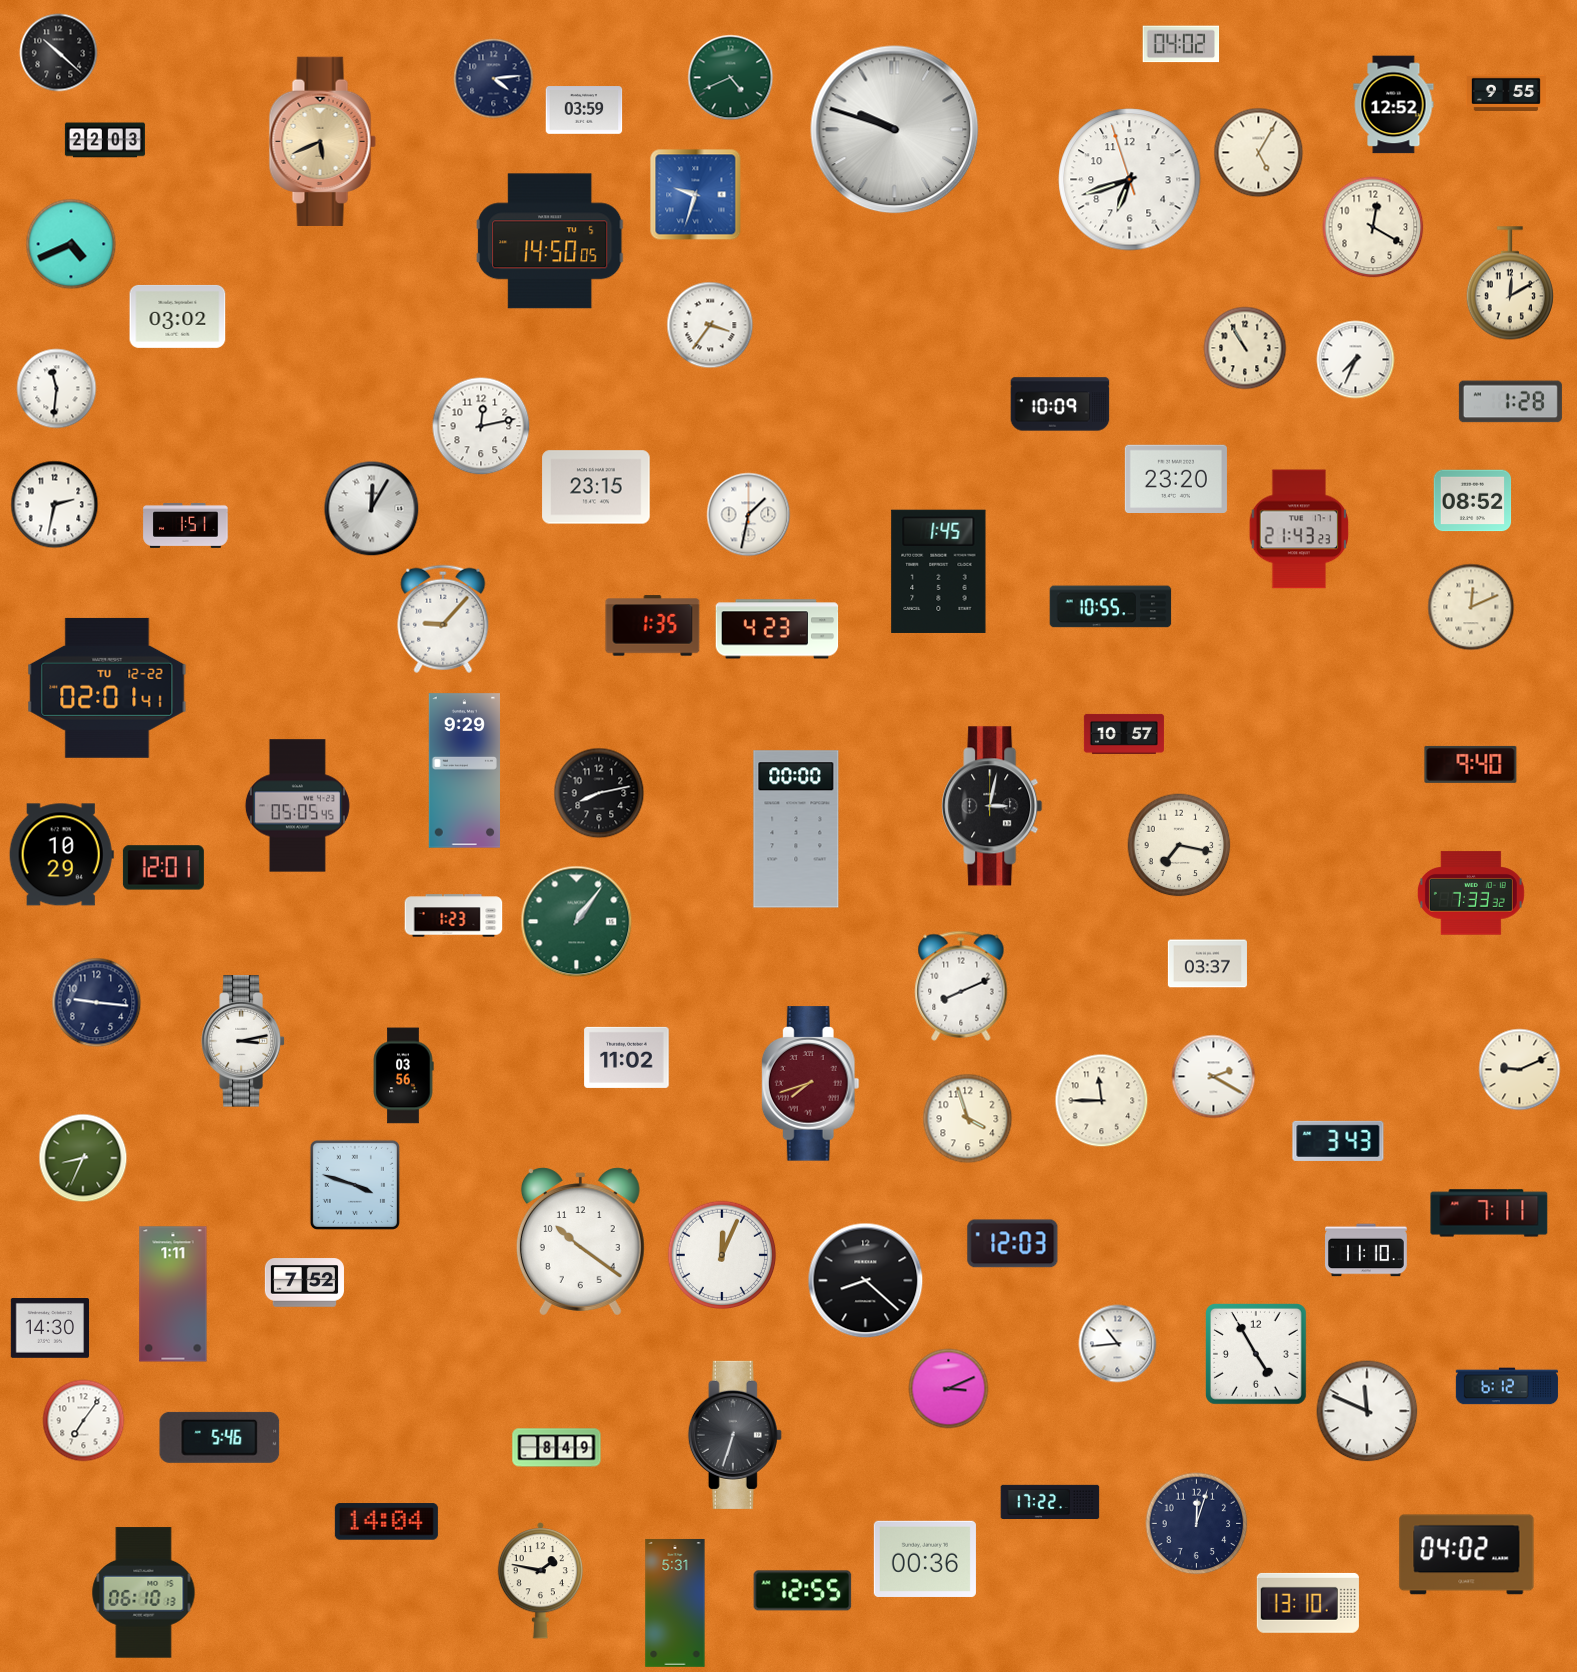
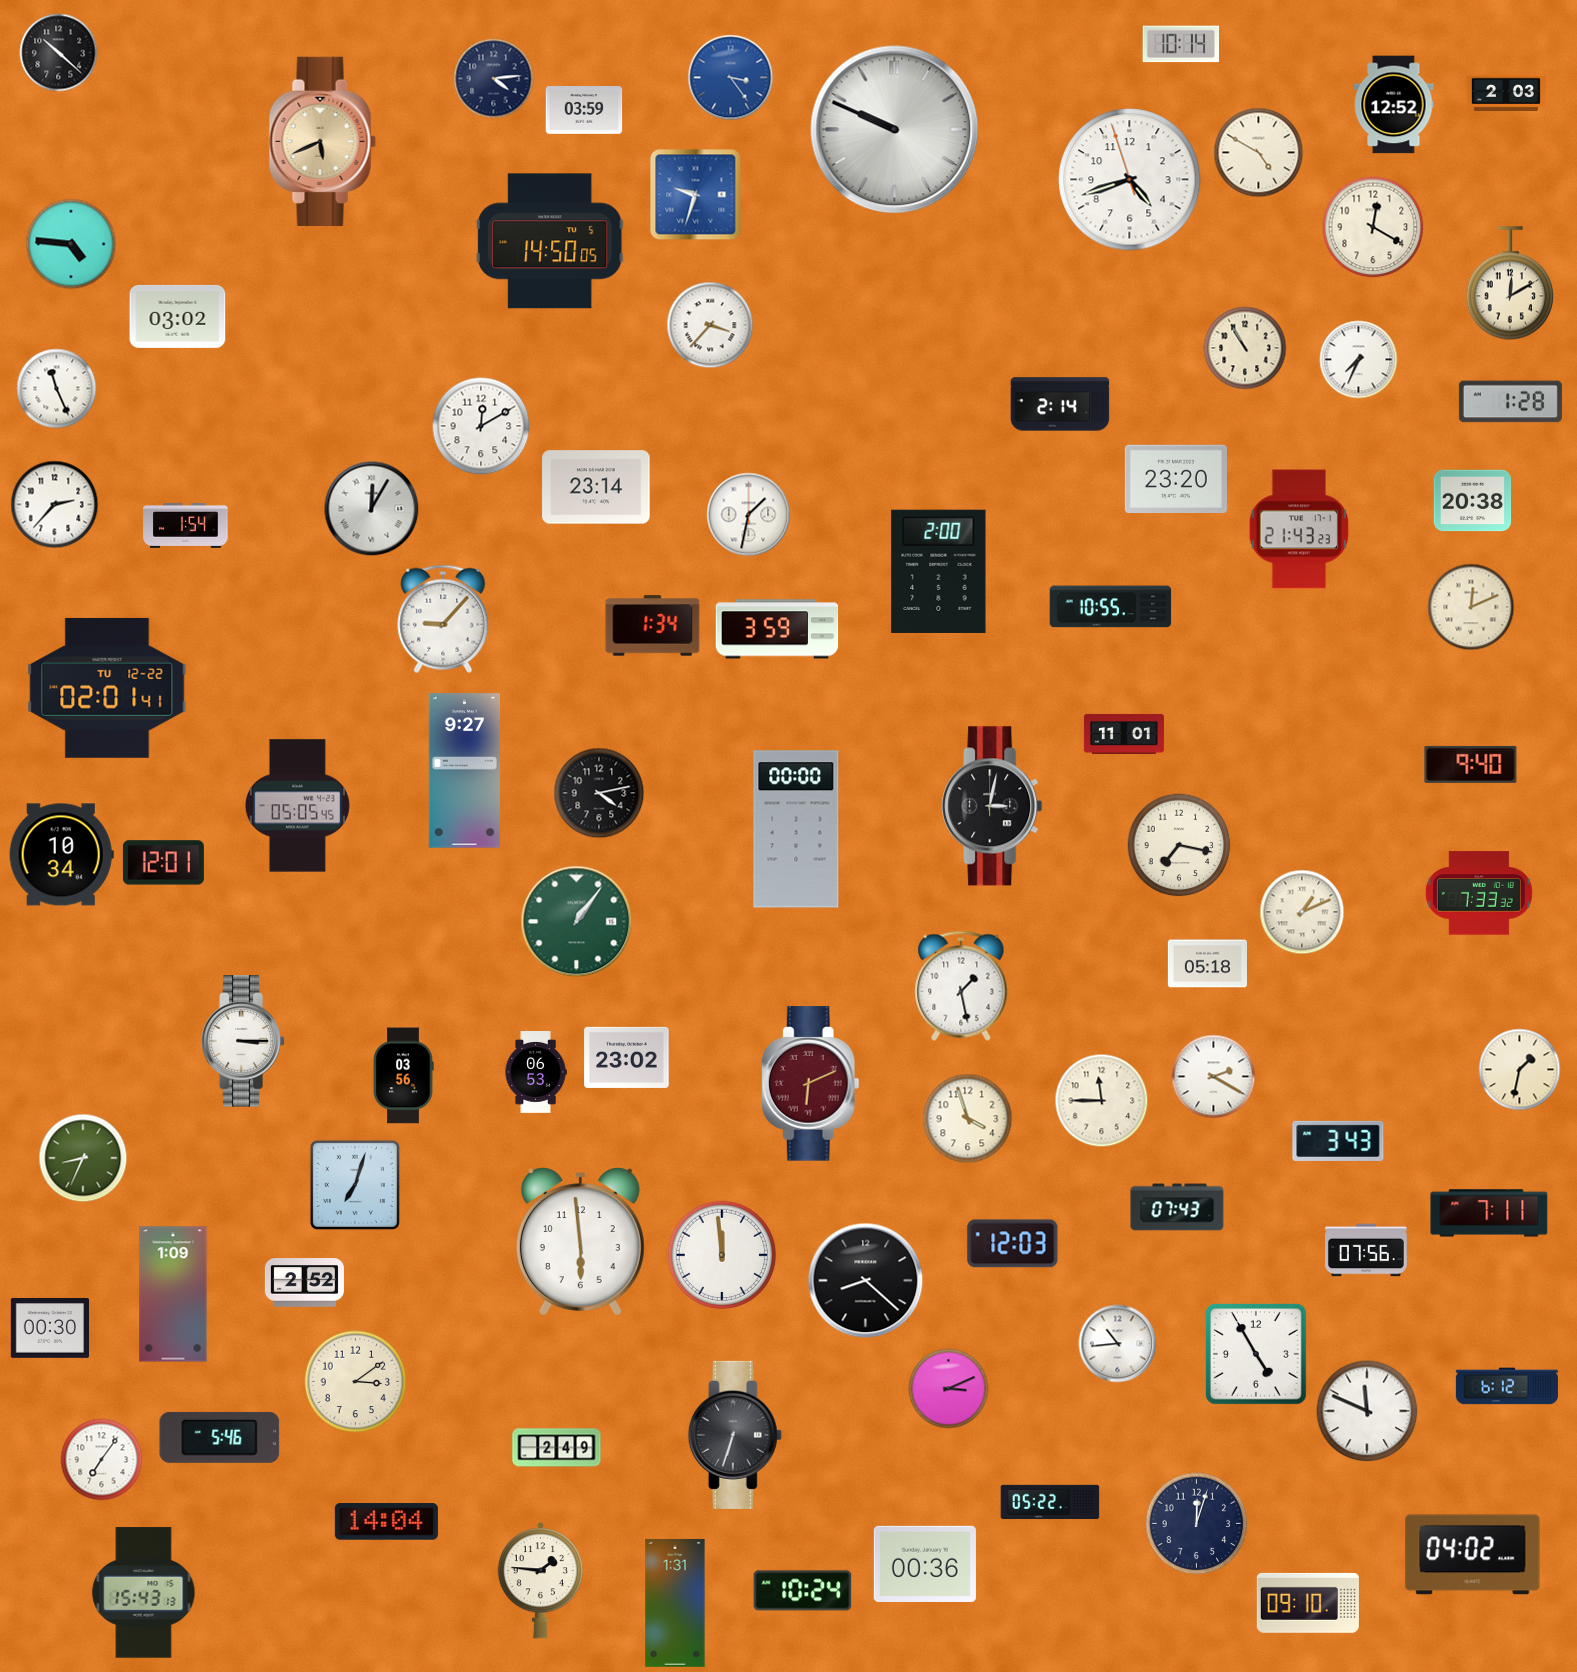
clock at (1181, 44): 04:02 -> 10:14
clock at (731, 78): 4:41 -> 3:24
clock at (731, 78) dial: green -> blue
clock at (1506, 92): 9:55 -> 2:03
clock at (895, 130): 9:48 -> 9:49
clock at (105, 140): 22:03 -> none
clock at (1259, 153): 5:05 -> 4:50
clock at (1130, 180): 6:41 -> 4:41
clock at (71, 244): 4:41 -> 4:46
clock at (710, 325): 3:36 -> 3:37
clock at (1356, 360) position: (1356, 360) -> (1359, 360)
clock at (57, 389): 11:31 -> 11:26
clock at (1060, 404): 10:09 -> 2:14
clock at (481, 426): 12:13 -> 12:10
clock at (596, 487): 23:15 -> 23:14
clock at (1473, 501): 08:52 -> 20:38
clock at (55, 505): 2:32 -> 2:37
clock at (186, 525): 1:51 -> 1:54
clock at (939, 571): 1:45 -> 2:00
clock at (653, 626): 1:35 -> 1:34
clock at (777, 629): 4:23 -> 3:59
clock at (1124, 734): 10:57 -> 11:01
clock at (464, 771): 9:29 -> 9:27
clock at (599, 793): 8:13 -> 4:13
clock at (61, 855): 10:29 -> 10:34
clock at (163, 868) position: (163, 868) -> (163, 863)
clock at (1471, 893) position: (1471, 893) -> (1479, 893)
clock at (1302, 912): none -> 1:11
clock at (454, 916): 1:23 -> none
clock at (1207, 964): 03:37 -> 05:18
clock at (961, 986): 8:11 -> 1:28
clock at (97, 1003): 9:16 -> none
clock at (243, 1041): 3:13 -> 3:15
clock at (627, 1057): 11:02 -> 23:02
clock at (1520, 1070): 9:11 -> 1:32
clock at (536, 1073): none -> 06:53
clock at (810, 1084): 7:42 -> 6:11
clock at (355, 1185): 3:48 -> 7:03
clock at (1177, 1207): none -> 07:43
clock at (580, 1242): 10:21 -> 5:59
clock at (1367, 1250): 11:10 -> 07:56
clock at (722, 1255): 12:04 -> 11:59
clock at (304, 1283): 7:52 -> 2:52
clock at (173, 1294): 1:11 -> 1:09
clock at (49, 1329): 14:30 -> 00:30
clock at (356, 1382): none -> 3:09
clock at (84, 1421) position: (84, 1421) -> (102, 1460)
clock at (557, 1448): 8:49 -> 2:49
clock at (1050, 1501): 17:22 -> 05:22
clock at (1467, 1555) position: (1467, 1555) -> (1473, 1555)
clock at (925, 1559) position: (925, 1559) -> (925, 1564)
clock at (540, 1581): 1:47 -> 1:46
clock at (803, 1591): 12:55 -> 10:24
clock at (144, 1593): 06:10 -> 15:43
clock at (675, 1603): 5:31 -> 1:31
clock at (1308, 1603): 13:10 -> 09:10
